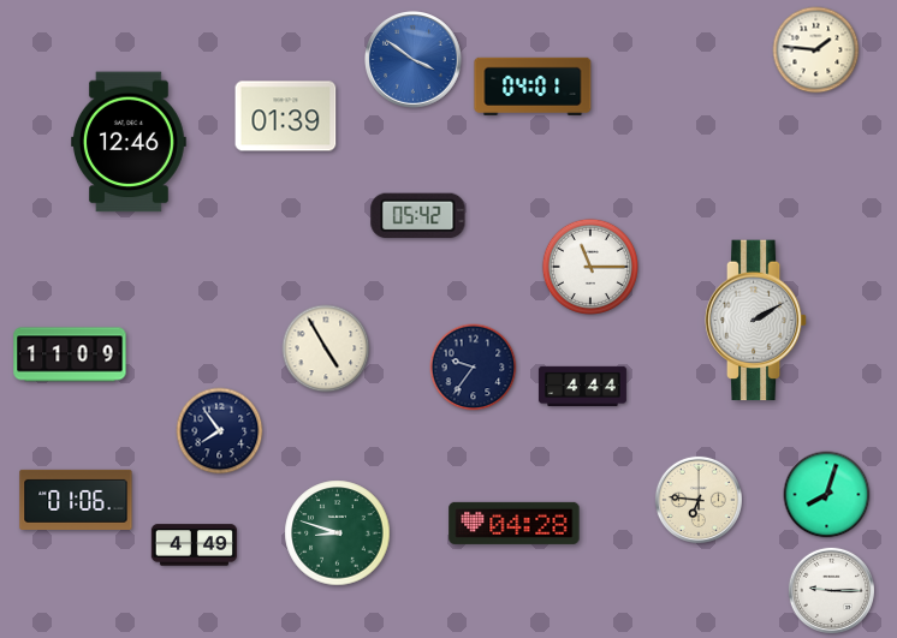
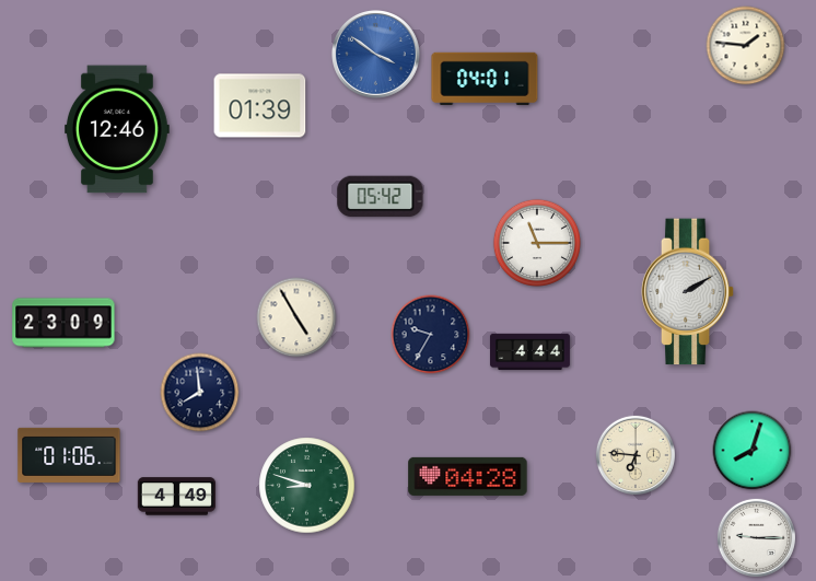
clock at (816, 50) position: (816, 50) -> (746, 46)
clock at (70, 354): 11:09 -> 23:09
clock at (474, 368): 9:36 -> 9:35
clock at (220, 431): 7:54 -> 7:59
